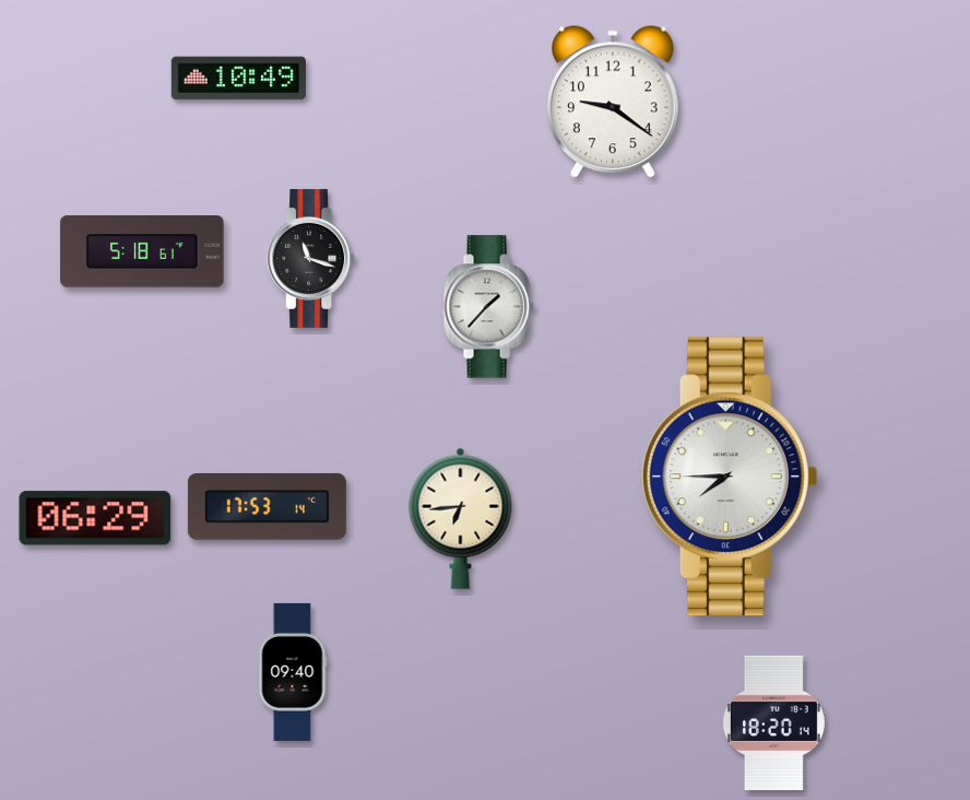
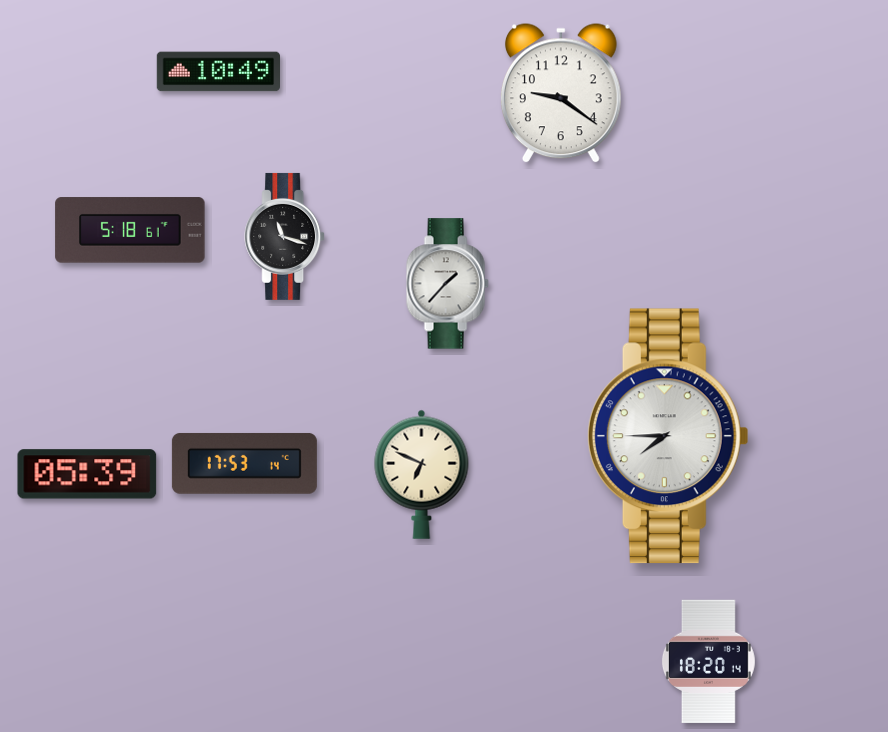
clock at (488, 307) position: (488, 307) -> (447, 284)
clock at (95, 518): 06:29 -> 05:39
clock at (461, 518): 6:44 -> 6:49
clock at (293, 672): 09:40 -> none
